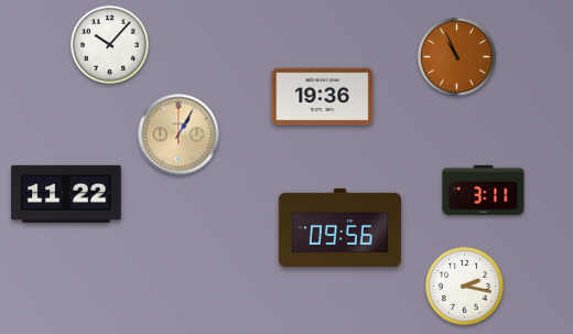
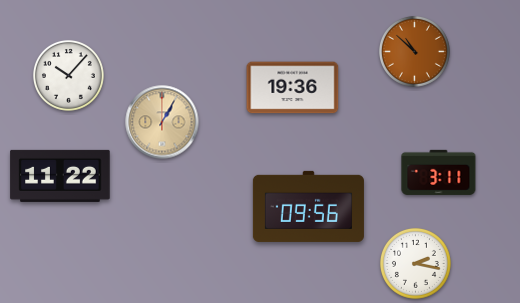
clock at (109, 44) position: (109, 44) -> (68, 75)
clock at (456, 56): 10:56 -> 10:52
clock at (464, 285) position: (464, 285) -> (415, 263)
